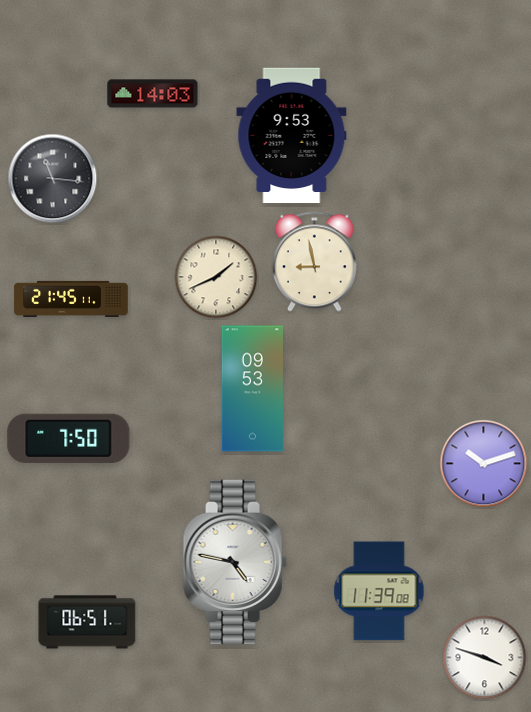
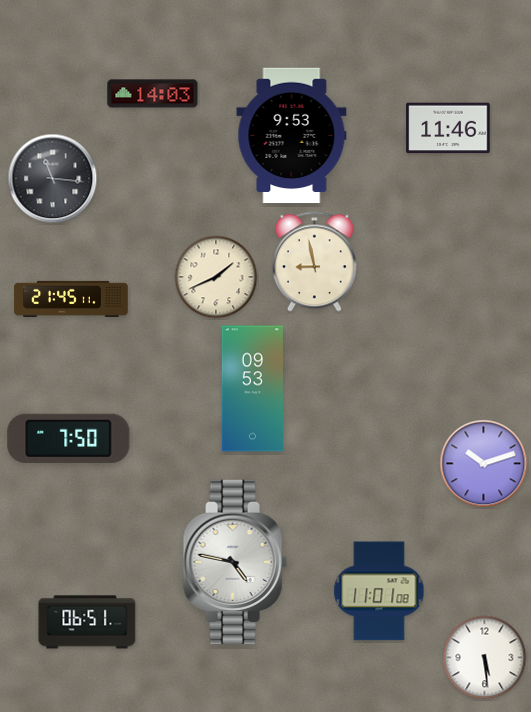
clock at (448, 128): none -> 11:46
clock at (379, 591): 11:39 -> 11:01
clock at (485, 658): 3:48 -> 5:29
